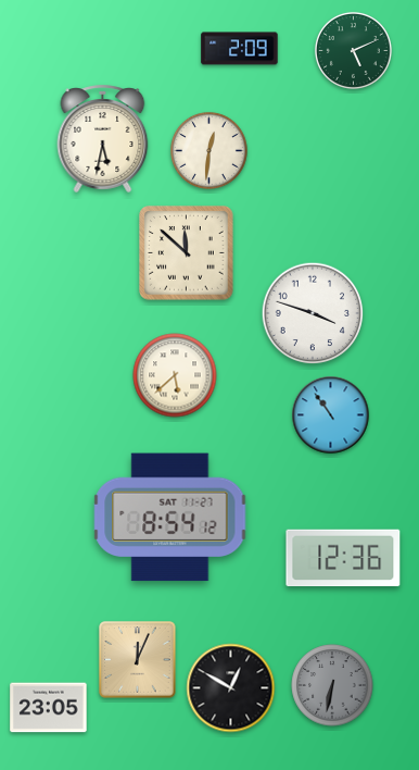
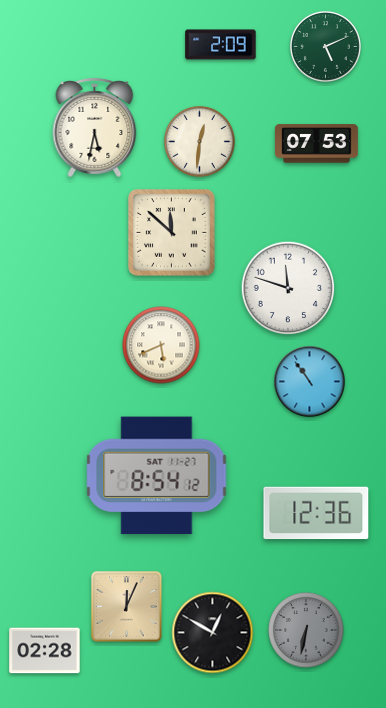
clock at (208, 150) position: (208, 150) -> (199, 141)
clock at (317, 144): none -> 07:53
clock at (313, 313): 3:48 -> 11:48
clock at (175, 375): 5:38 -> 5:41
clock at (331, 415) position: (331, 415) -> (310, 382)
clock at (49, 708): 23:05 -> 02:28
